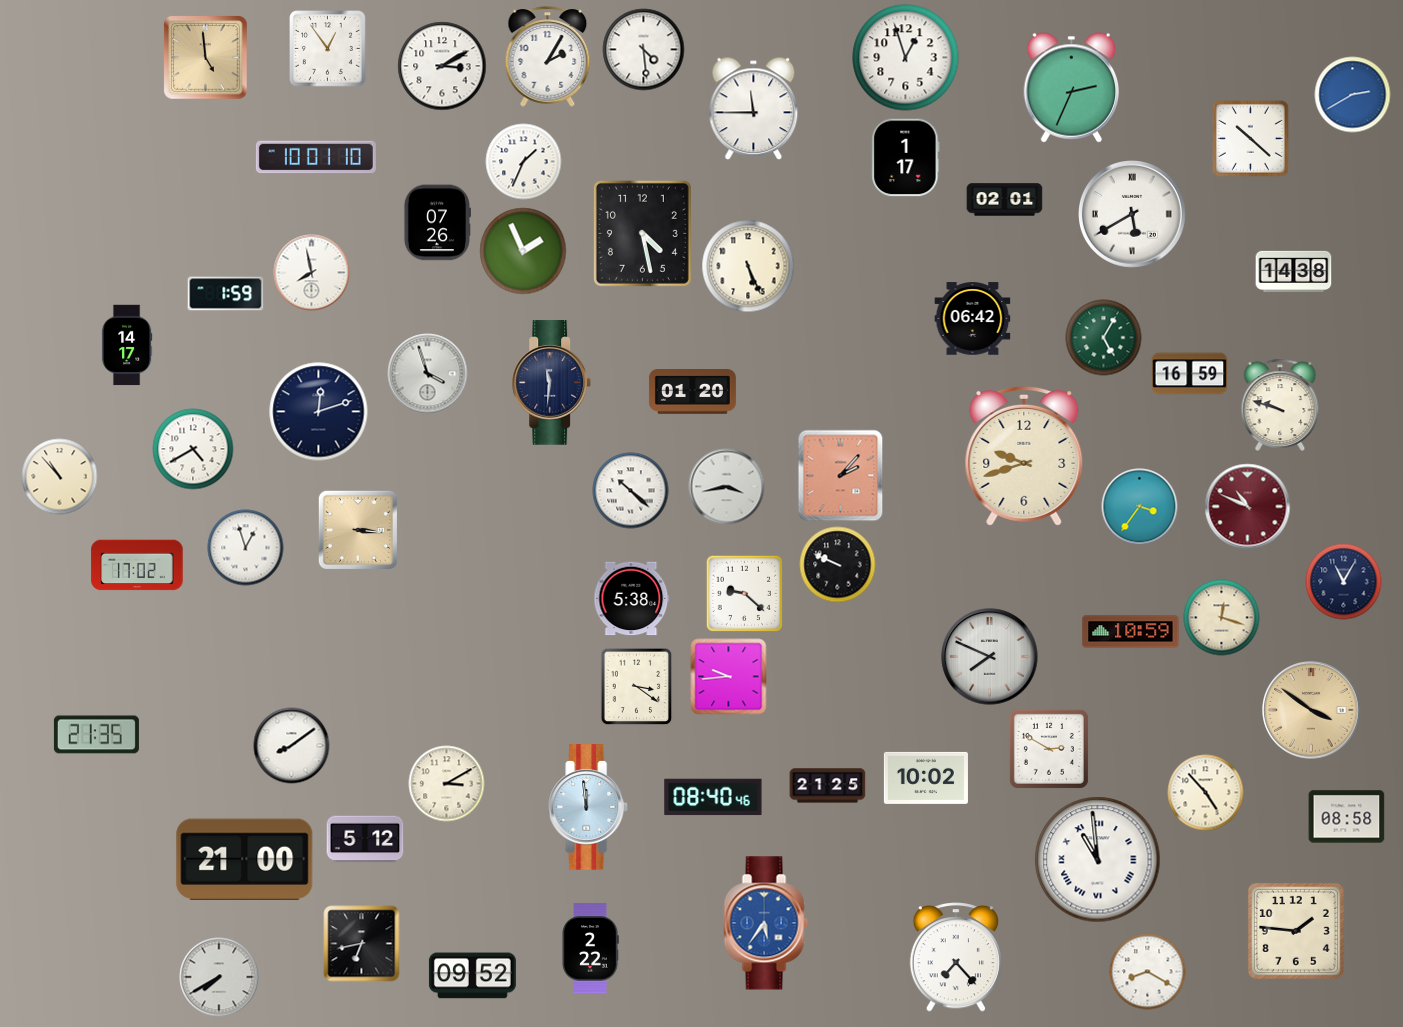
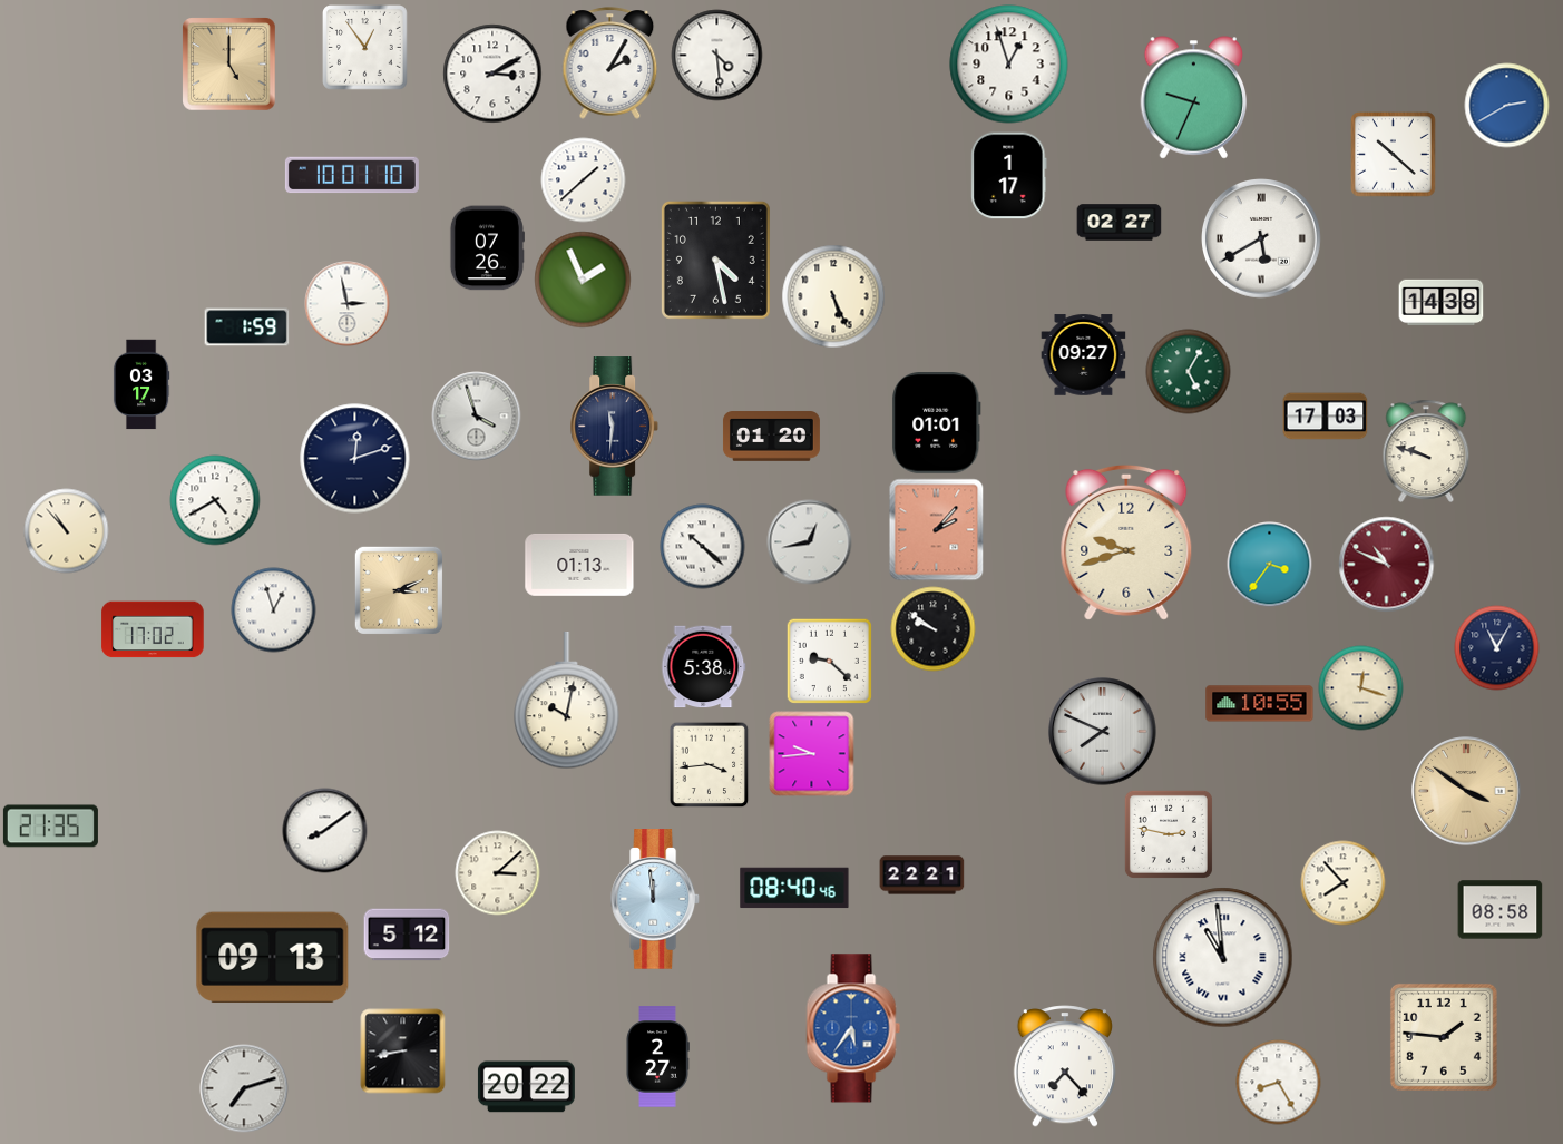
clock at (328, 49) position: (328, 49) -> (365, 48)
clock at (206, 58): 4:59 -> 5:00
clock at (1072, 88): 2:34 -> 9:34
clock at (754, 109): 11:45 -> none
clock at (524, 162): 1:34 -> 1:38
clock at (1005, 200): 02:01 -> 02:27
clock at (312, 273): 7:58 -> 2:58
clock at (226, 294) position: (226, 294) -> (247, 327)
clock at (973, 319): 06:42 -> 09:27
clock at (1104, 338) position: (1104, 338) -> (1189, 372)
clock at (127, 345): 14:17 -> 03:17
clock at (1190, 374): 16:59 -> 17:03
clock at (937, 423): none -> 01:01
clock at (1024, 456) position: (1024, 456) -> (1126, 542)
clock at (727, 487): 3:43 -> 12:43
clock at (579, 565): none -> 01:13
clock at (1248, 507) position: (1248, 507) -> (1387, 565)
clock at (358, 530): 3:16 -> 3:11
clock at (838, 565): 9:49 -> 9:51
clock at (567, 701): none -> 10:02
clock at (1131, 632): 10:59 -> 10:55
clock at (637, 686): 3:21 -> 3:44
clock at (1311, 710) position: (1311, 710) -> (1466, 791)
clock at (96, 735) position: (96, 735) -> (50, 827)
clock at (1049, 749): 2:50 -> 2:47
clock at (926, 778): 10:02 -> none
clock at (447, 784): 3:10 -> 3:08
clock at (828, 786): 21:25 -> 22:21
clock at (1206, 793): 4:53 -> 7:53
clock at (245, 859): 21:00 -> 09:13
clock at (362, 944): 6:43 -> 8:43
clock at (590, 949): 2:22 -> 2:27
clock at (1148, 972): 8:20 -> 8:25
clock at (472, 976): 09:52 -> 20:22
clock at (219, 977): 7:40 -> 7:12
